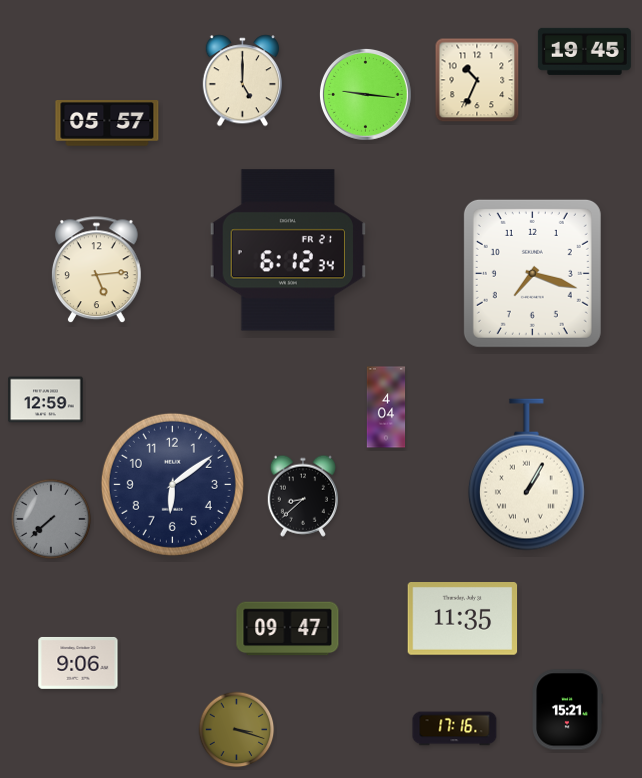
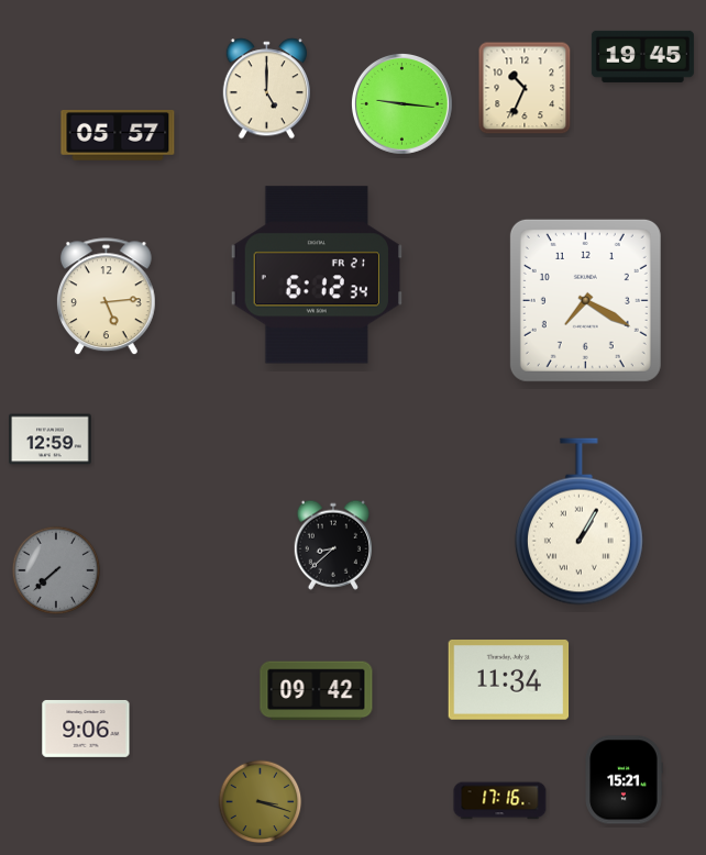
clock at (532, 273): 7:18 -> 7:20
clock at (386, 407): 4:04 -> none
clock at (172, 484): 6:09 -> none
clock at (463, 619): 11:35 -> 11:34
clock at (288, 629): 09:47 -> 09:42
